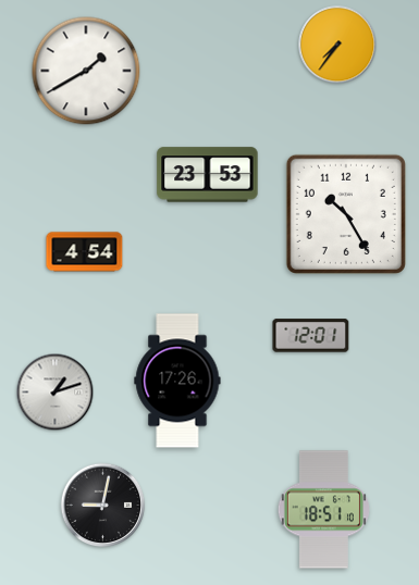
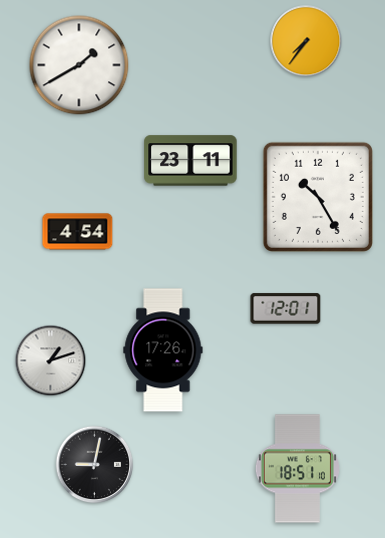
clock at (337, 45) position: (337, 45) -> (306, 41)
clock at (208, 175): 23:53 -> 23:11
